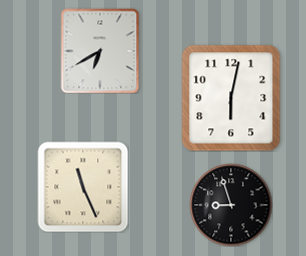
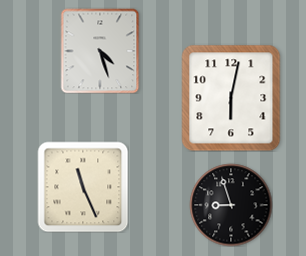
clock at (100, 51): 6:40 -> 4:27
